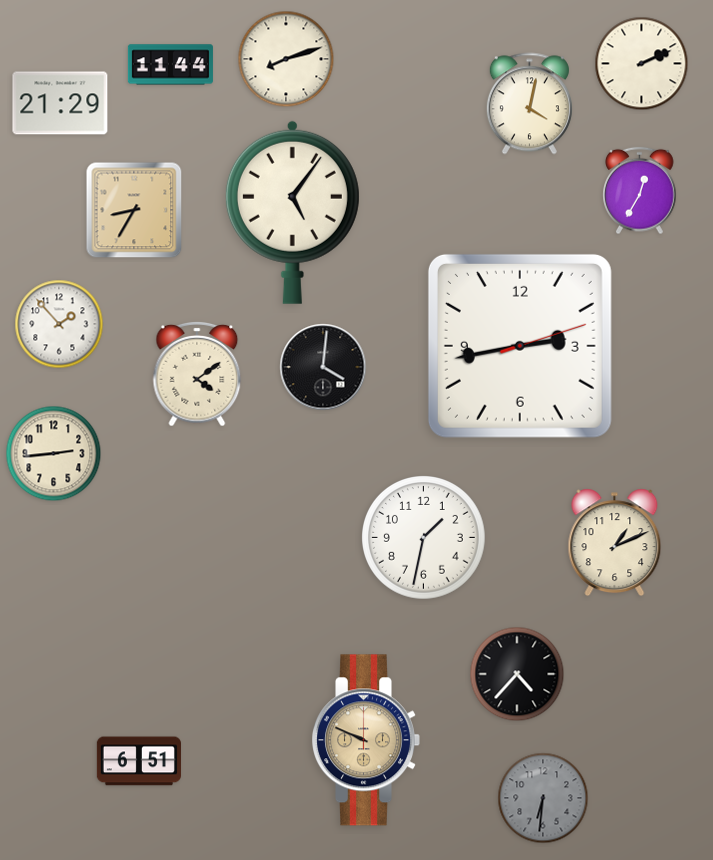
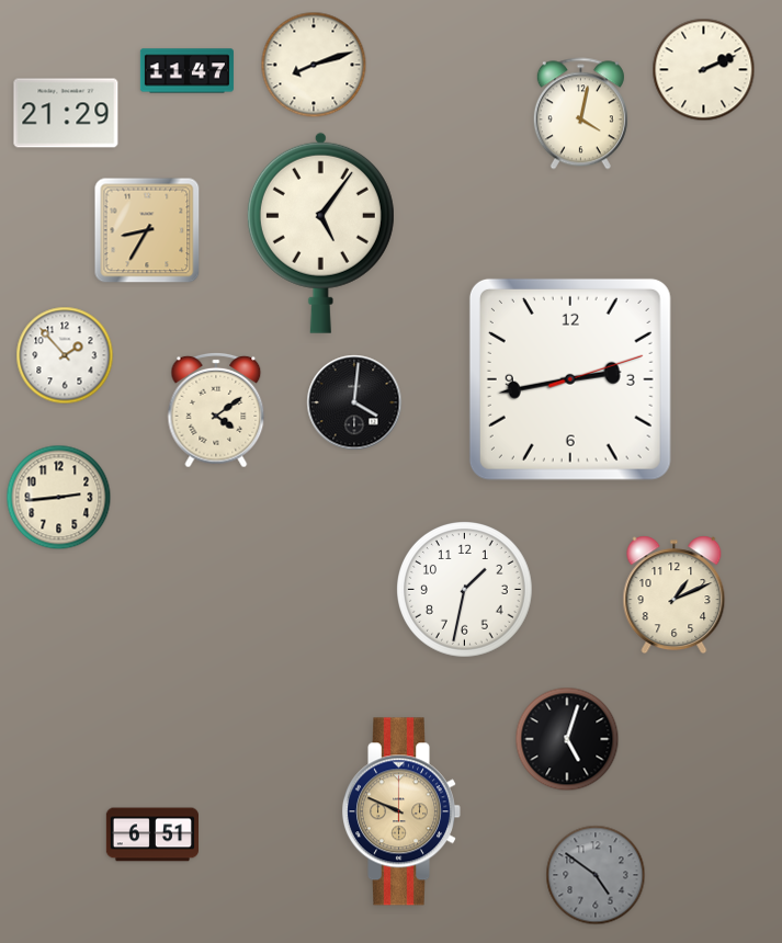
clock at (170, 65): 11:44 -> 11:47
clock at (640, 191): 12:35 -> none
clock at (517, 674): 4:37 -> 5:03
clock at (543, 798): 6:31 -> 4:51
